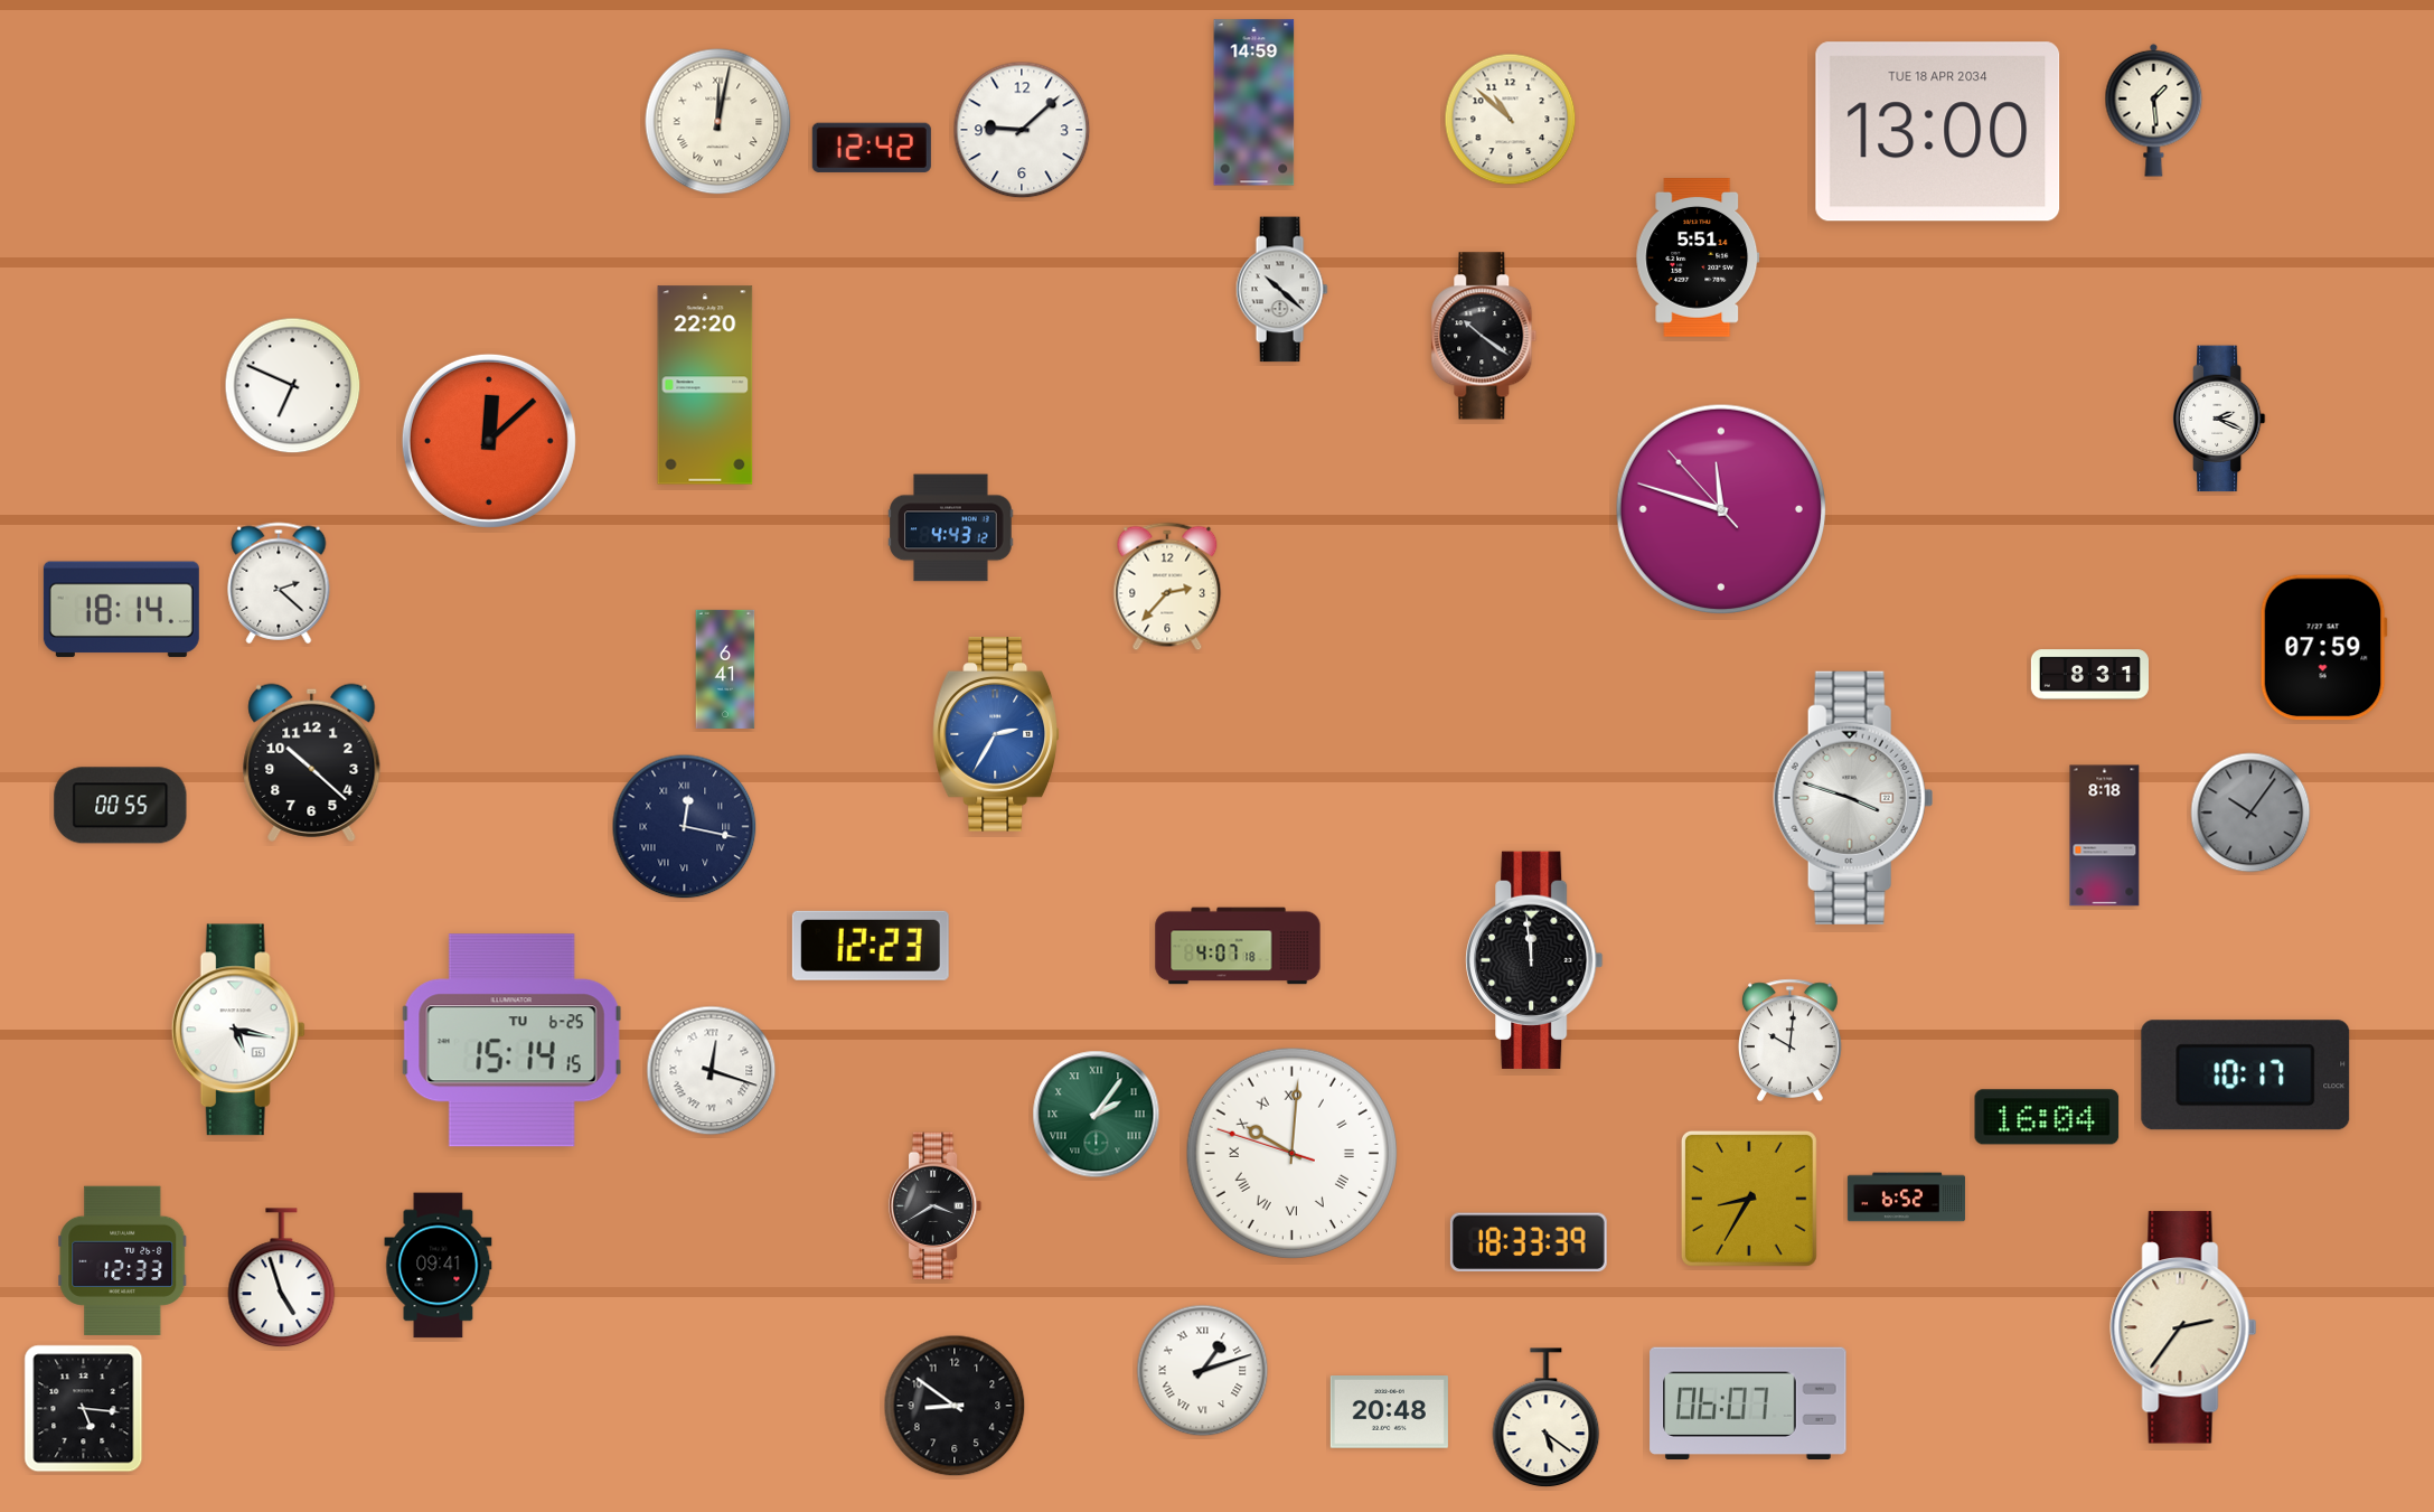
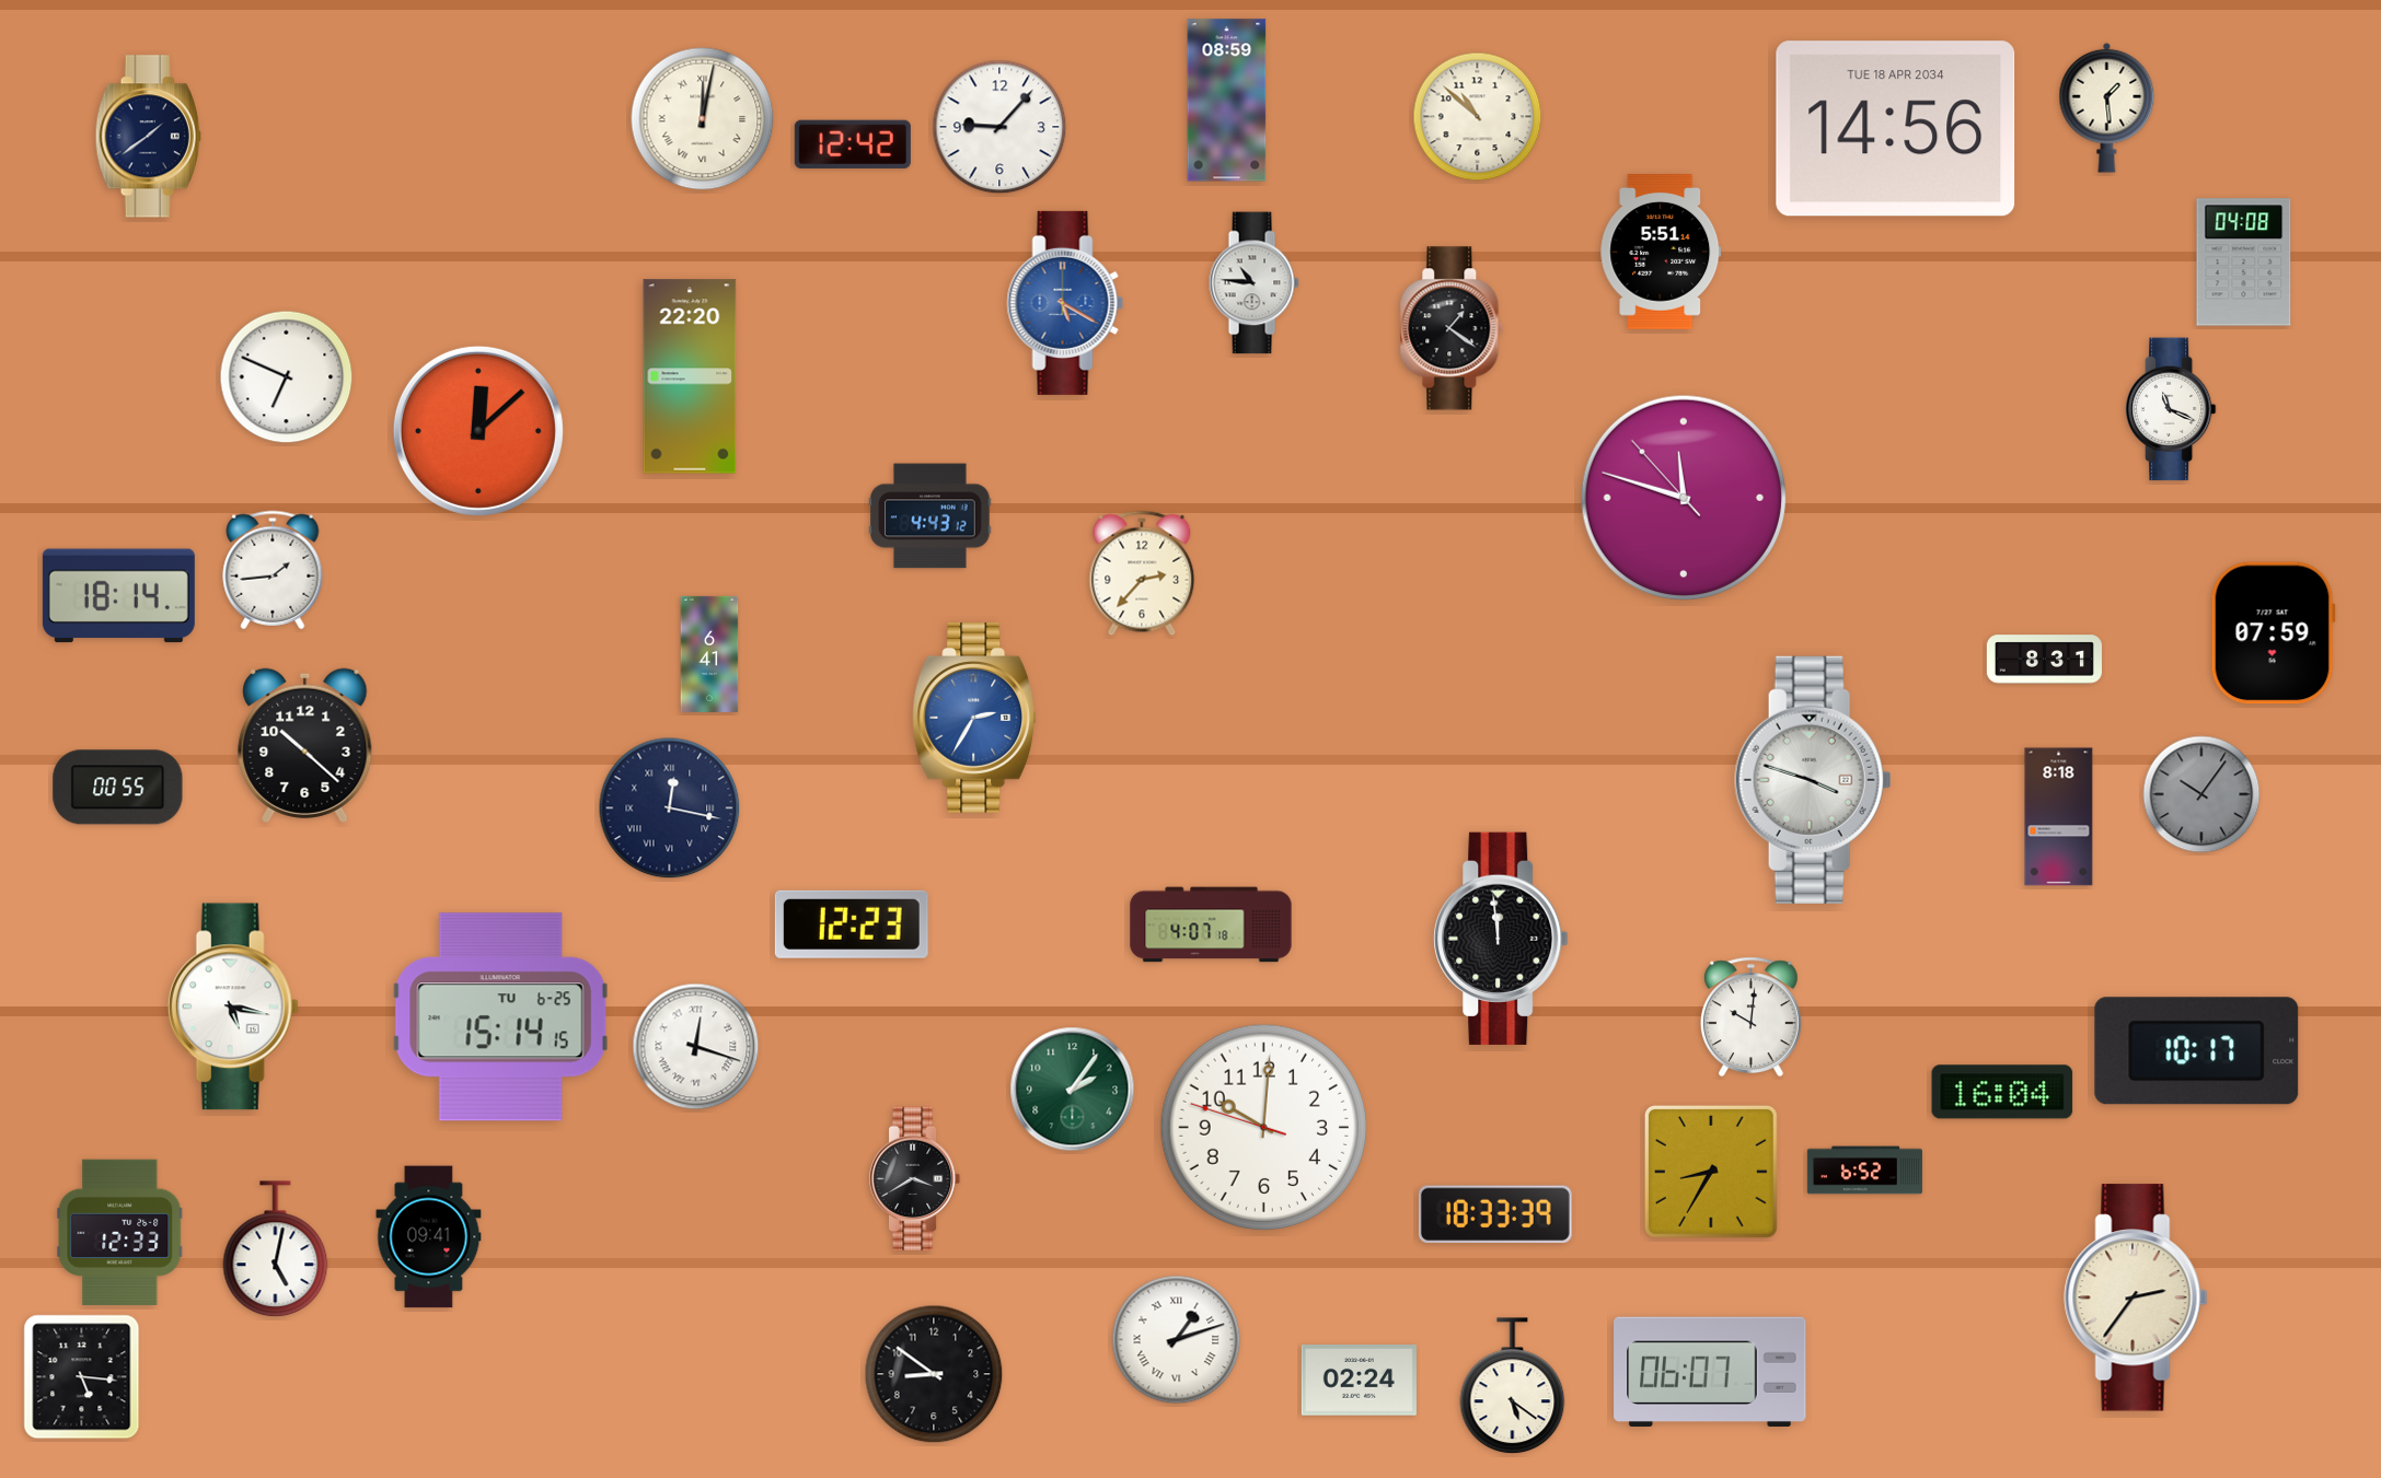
clock at (1254, 103): 14:59 -> 08:59
clock at (1022, 130): 9:08 -> 9:07
clock at (1938, 132): 13:00 -> 14:56
clock at (148, 137): none -> 1:39
clock at (2244, 263): none -> 04:08
clock at (1281, 290): 10:22 -> 10:46
clock at (1065, 303): none -> 5:20
clock at (1484, 336): 10:21 -> 1:21
clock at (2219, 419): 2:19 -> 11:19
clock at (279, 583): 2:22 -> 1:44
clock at (1097, 1115) numerals: Roman -> Arabic
clock at (1291, 1153) numerals: Roman -> Arabic
clock at (282, 1278): 4:57 -> 5:02
clock at (1389, 1412): 20:48 -> 02:24
